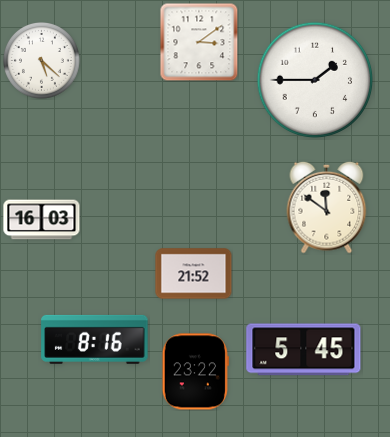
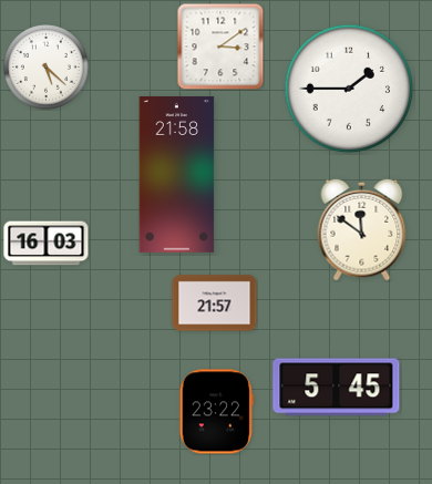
clock at (177, 174): none -> 21:58
clock at (194, 274): 21:52 -> 21:57
clock at (95, 339): 8:16 -> none
